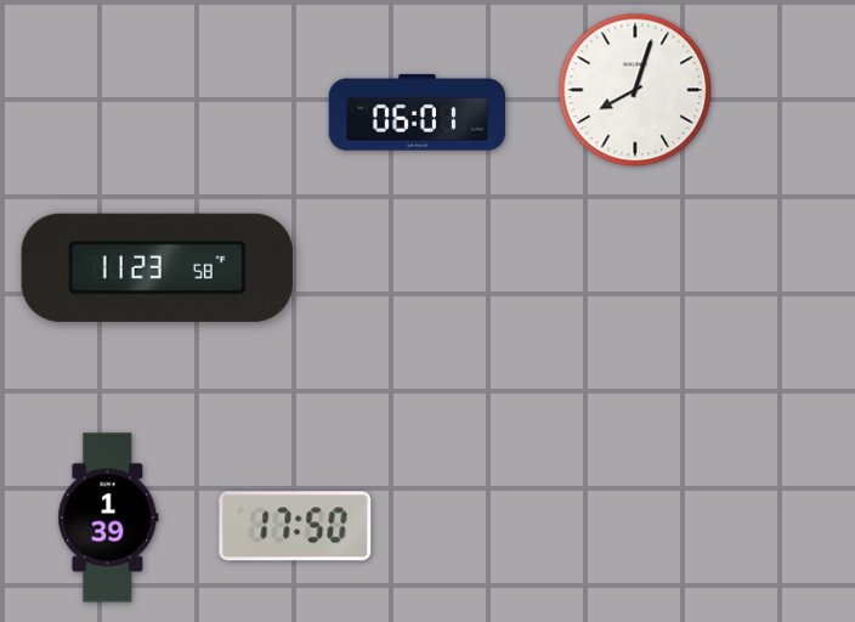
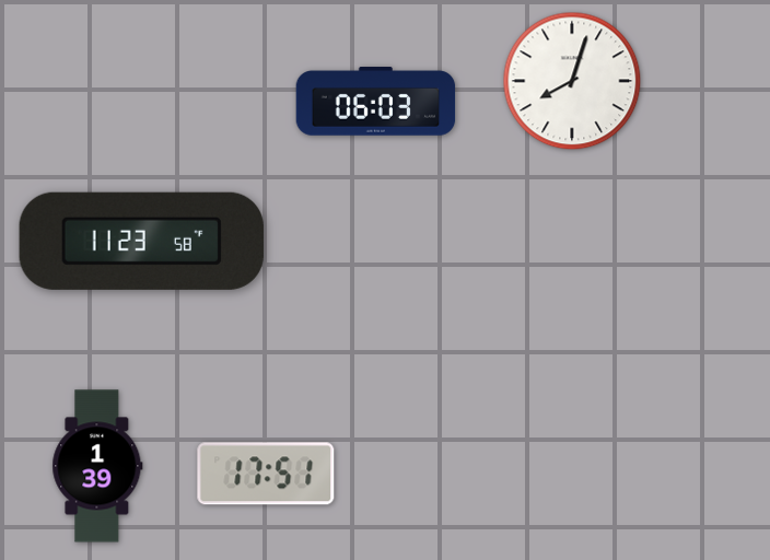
clock at (418, 113): 06:01 -> 06:03
clock at (295, 526): 17:50 -> 17:51
